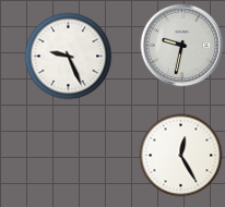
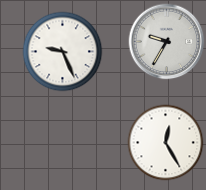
clock at (182, 46): 9:32 -> 9:35
